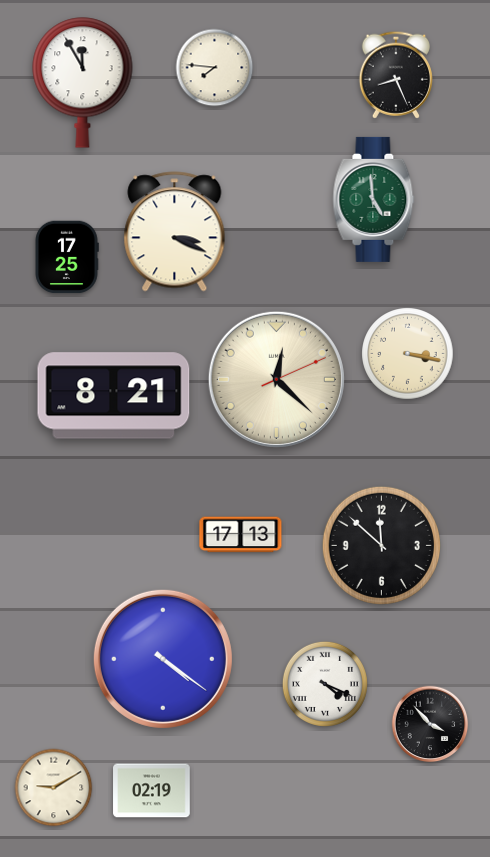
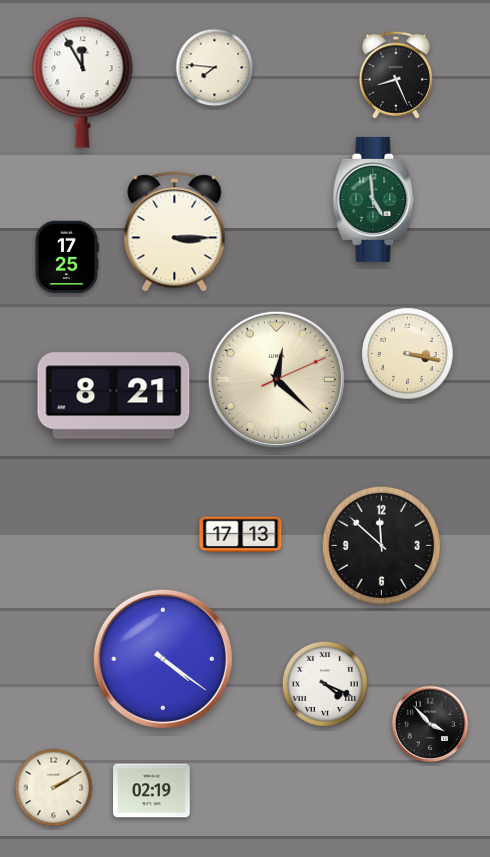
clock at (175, 232): 3:19 -> 3:15
clock at (54, 788): 9:10 -> 2:10
